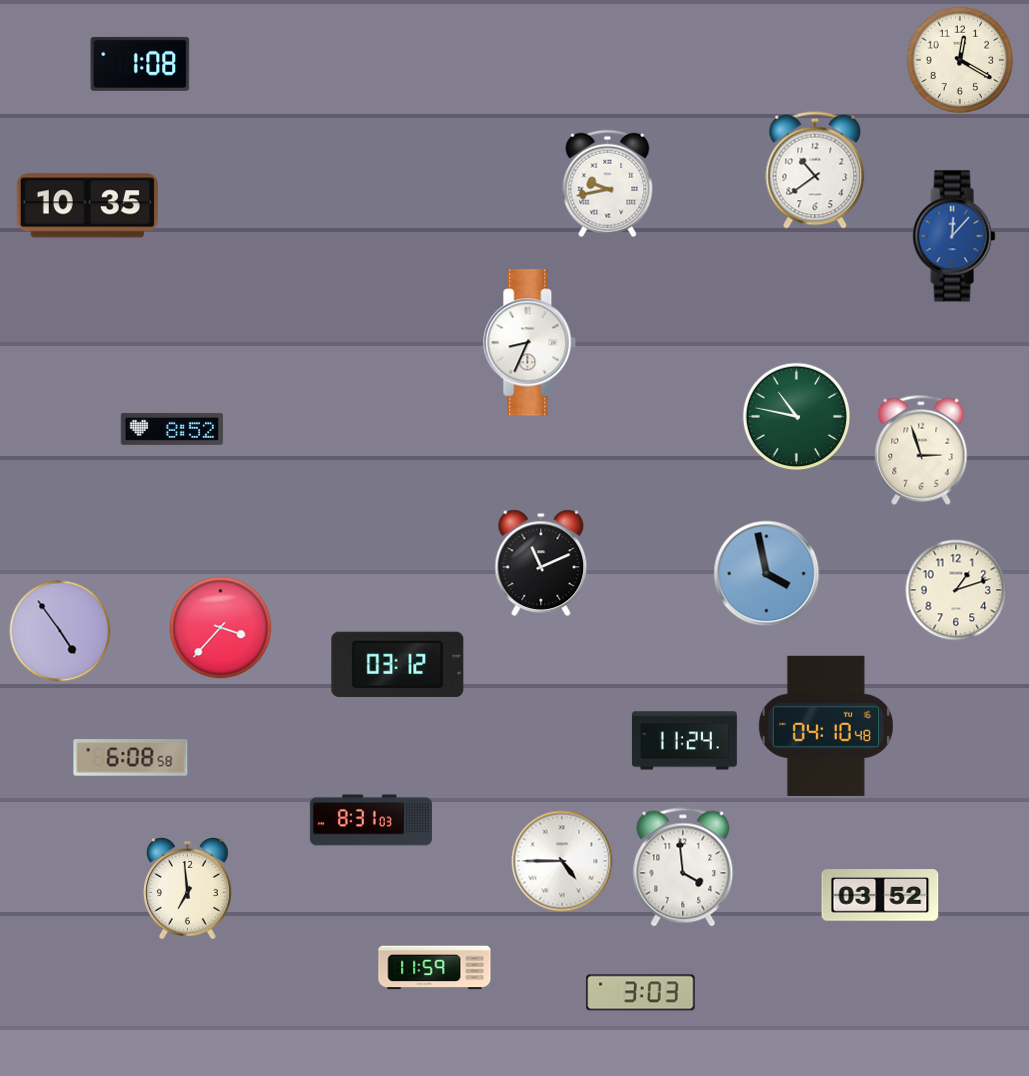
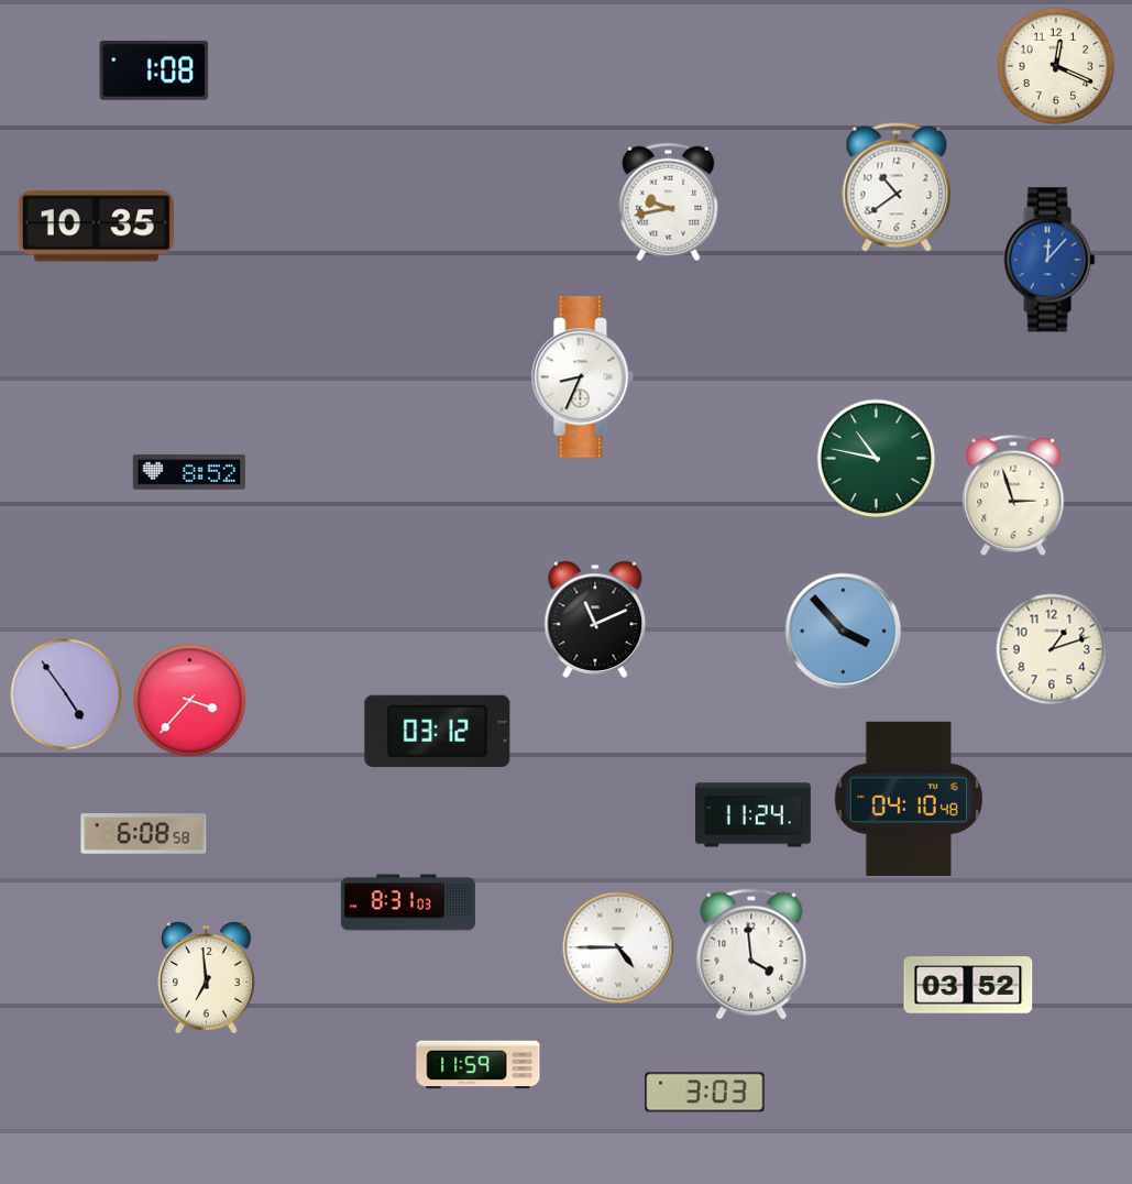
clock at (960, 60): 12:20 -> 12:19
clock at (767, 574): 3:58 -> 3:53
clock at (221, 628) position: (221, 628) -> (190, 701)
